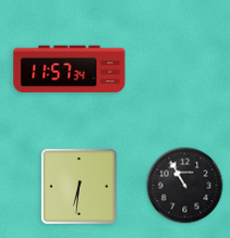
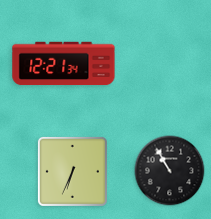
clock at (70, 70): 11:57 -> 12:21
clock at (78, 186): 6:31 -> 6:34
